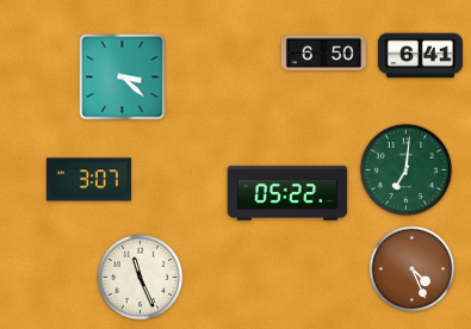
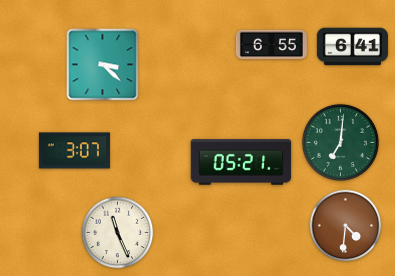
clock at (323, 54): 6:50 -> 6:55
clock at (287, 193): 05:22 -> 05:21
clock at (413, 269): 4:26 -> 4:31
